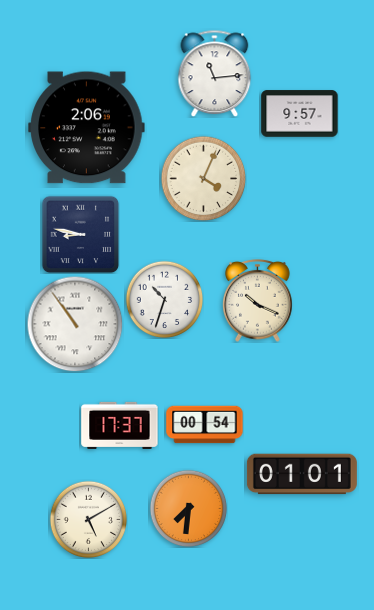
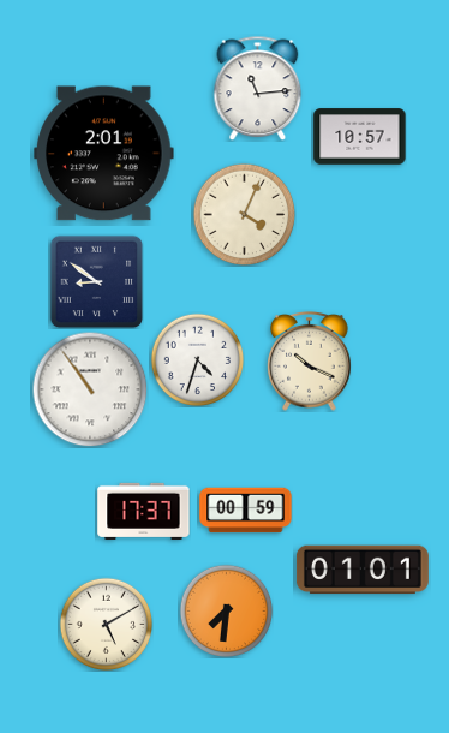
clock at (300, 114): 9:57 -> 10:57
clock at (87, 128): 2:06 -> 2:01
clock at (80, 234): 8:47 -> 8:51
clock at (164, 299): 10:33 -> 4:33
clock at (205, 425): 00:54 -> 00:59
